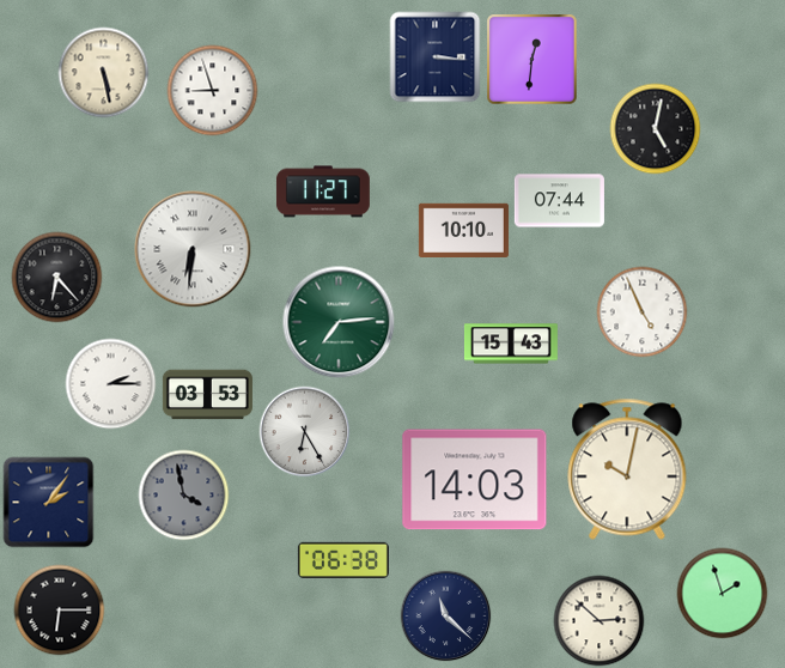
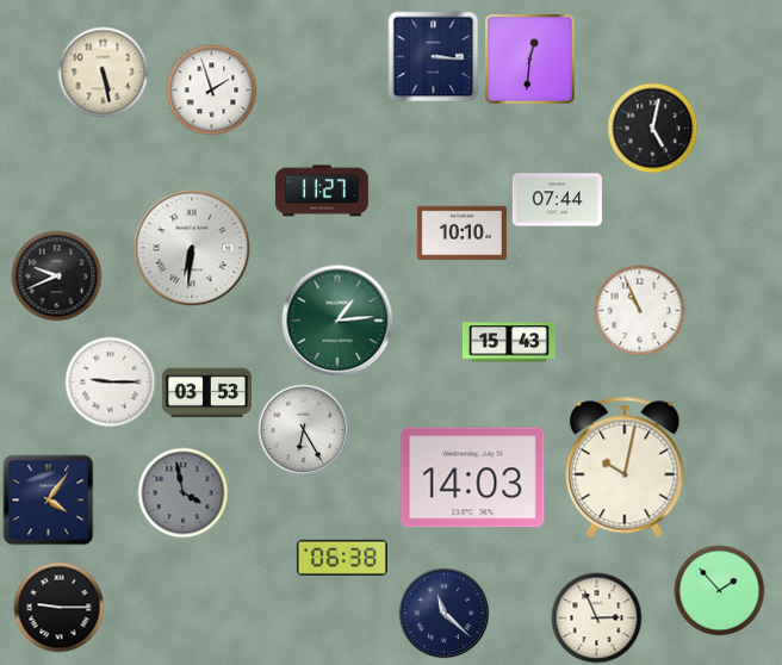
clock at (213, 91): 8:57 -> 1:57
clock at (463, 230) position: (463, 230) -> (461, 232)
clock at (57, 278): 6:23 -> 9:41
clock at (643, 312): 4:56 -> 10:56
clock at (339, 322): 7:14 -> 1:14
clock at (111, 384): 2:15 -> 9:15
clock at (49, 503): 2:06 -> 4:06
clock at (723, 594): 1:57 -> 1:53
clock at (60, 611): 6:15 -> 9:15
clock at (600, 621): 2:52 -> 2:56
